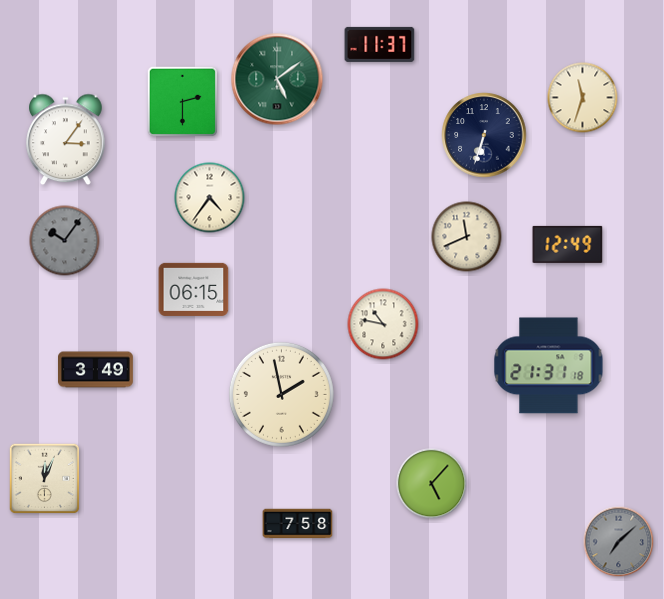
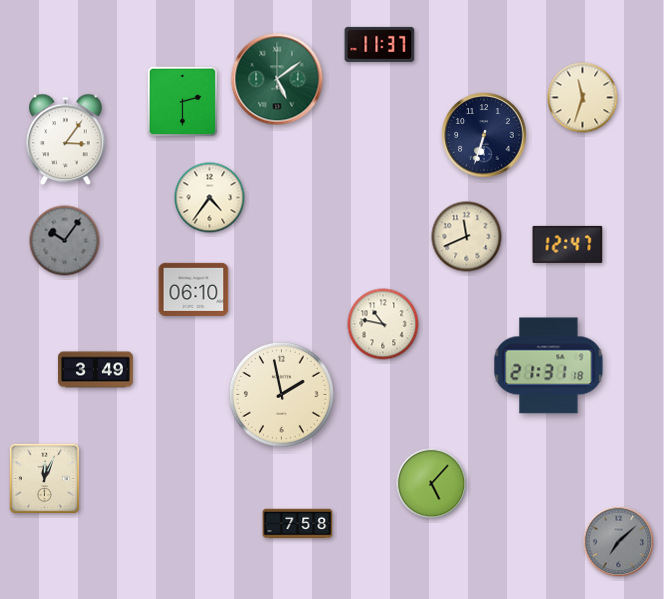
clock at (568, 244): 12:49 -> 12:47
clock at (194, 289): 06:15 -> 06:10
